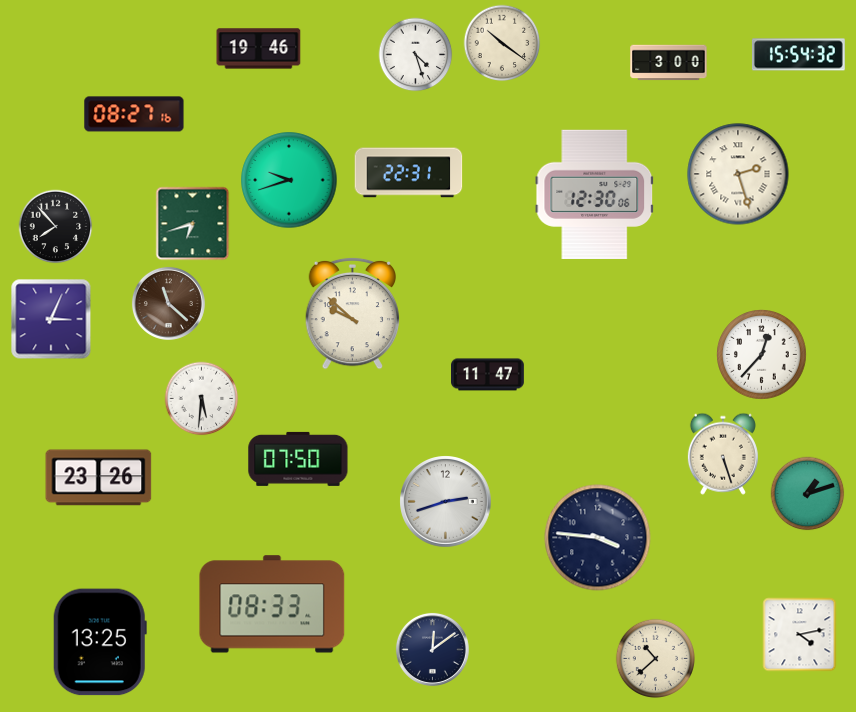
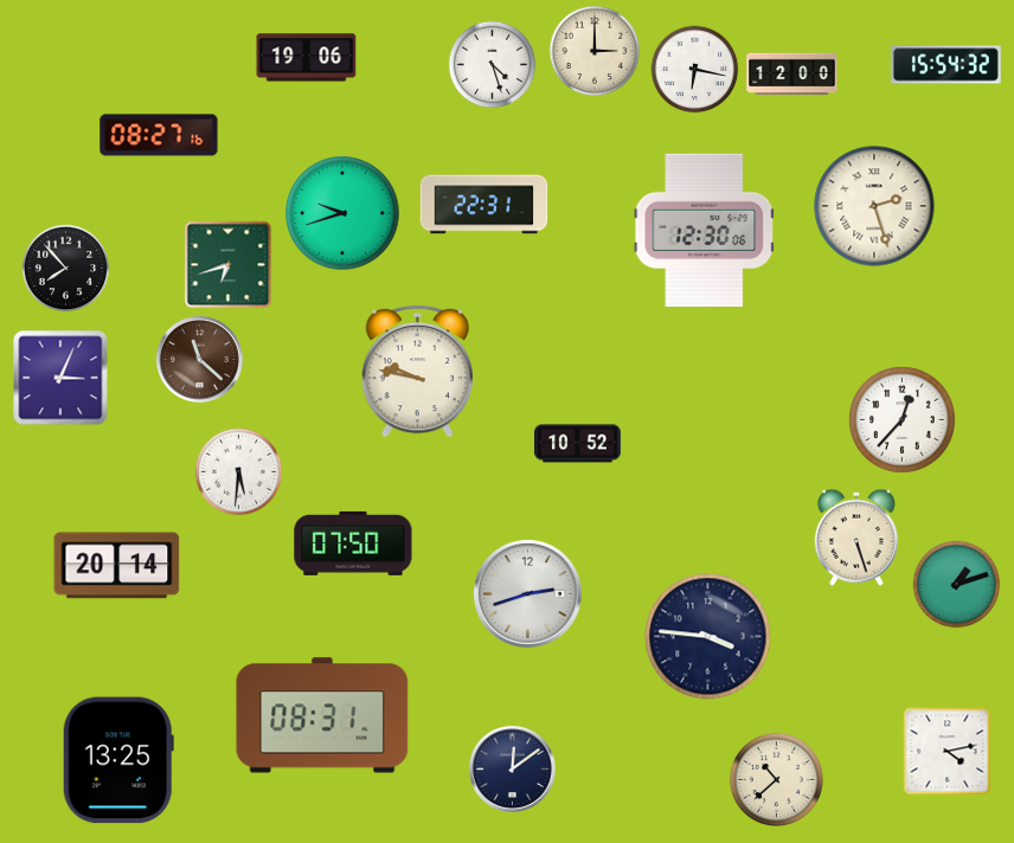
clock at (502, 43): 10:21 -> 3:00
clock at (259, 49): 19:46 -> 19:06
clock at (695, 70): none -> 6:17
clock at (669, 63): 3:00 -> 12:00
clock at (353, 313): 9:52 -> 9:47
clock at (488, 375): 11:47 -> 10:52
clock at (99, 478): 23:26 -> 20:14
clock at (272, 604): 08:33 -> 08:31
